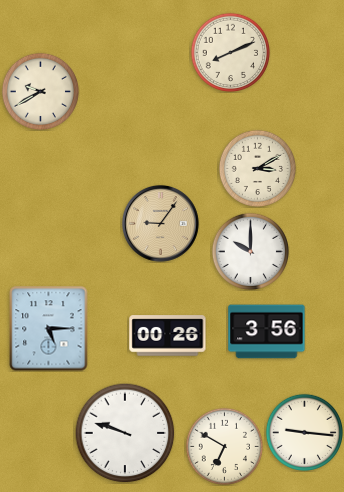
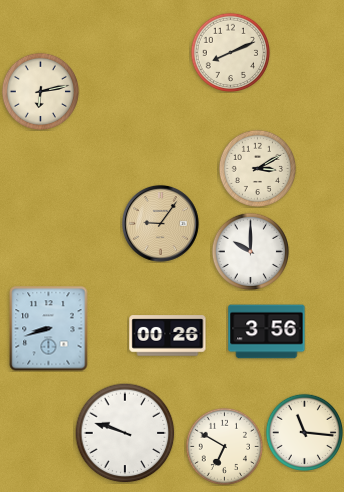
clock at (40, 91): 9:40 -> 6:13
clock at (49, 329): 5:15 -> 8:42
clock at (304, 432): 9:16 -> 11:16
